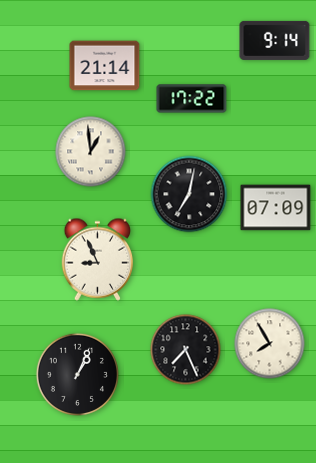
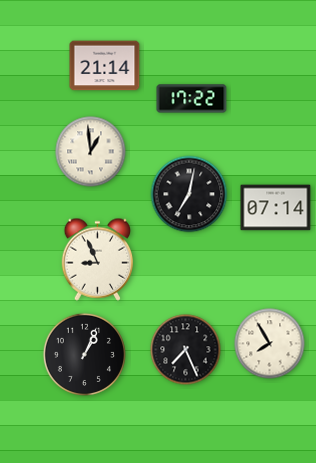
clock at (275, 40): 9:14 -> none
clock at (276, 208): 07:09 -> 07:14
clock at (77, 374) position: (77, 374) -> (84, 354)
